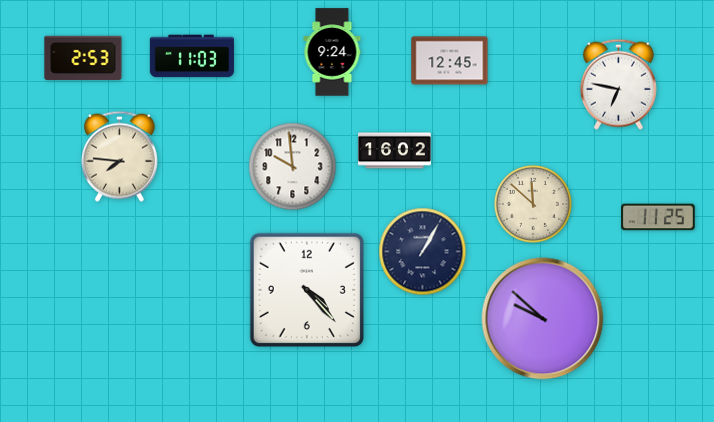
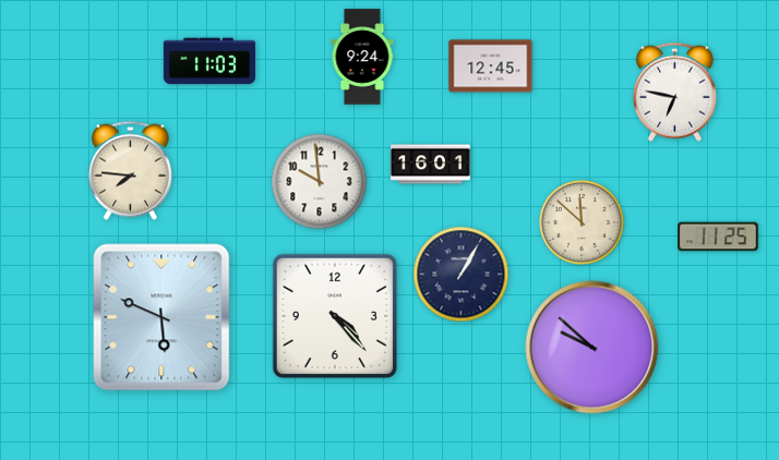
clock at (83, 58): 2:53 -> none
clock at (395, 151): 16:02 -> 16:01
clock at (161, 317): none -> 5:49
